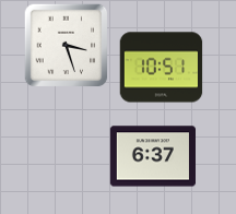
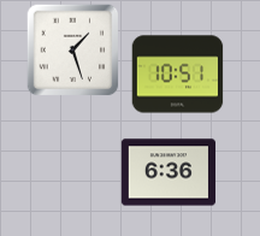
clock at (66, 45): 3:27 -> 1:27
clock at (152, 156): 6:37 -> 6:36
